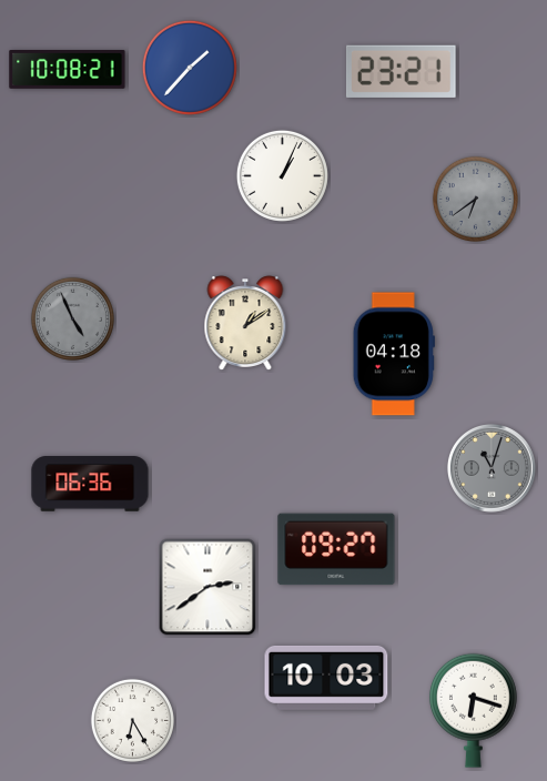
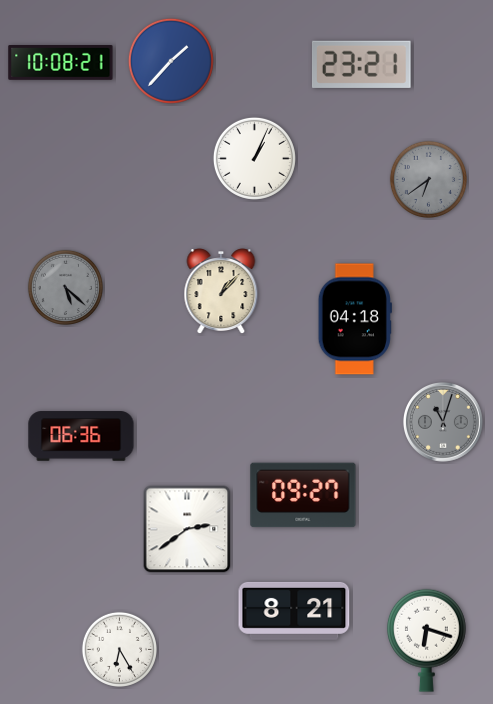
clock at (72, 318): 4:56 -> 5:22
clock at (245, 323): 1:09 -> 1:07
clock at (326, 678): 10:03 -> 8:21
